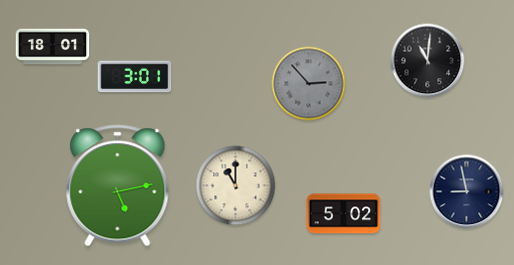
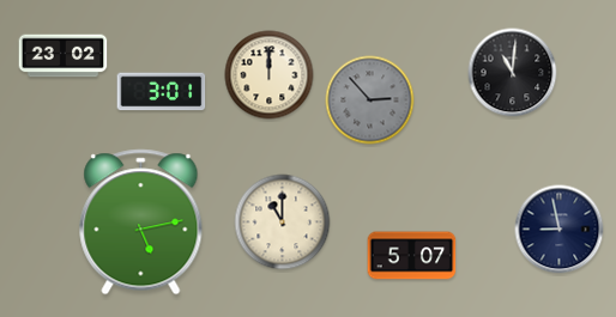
clock at (53, 47): 18:01 -> 23:02
clock at (270, 75): none -> 12:00
clock at (344, 214): 5:02 -> 5:07
